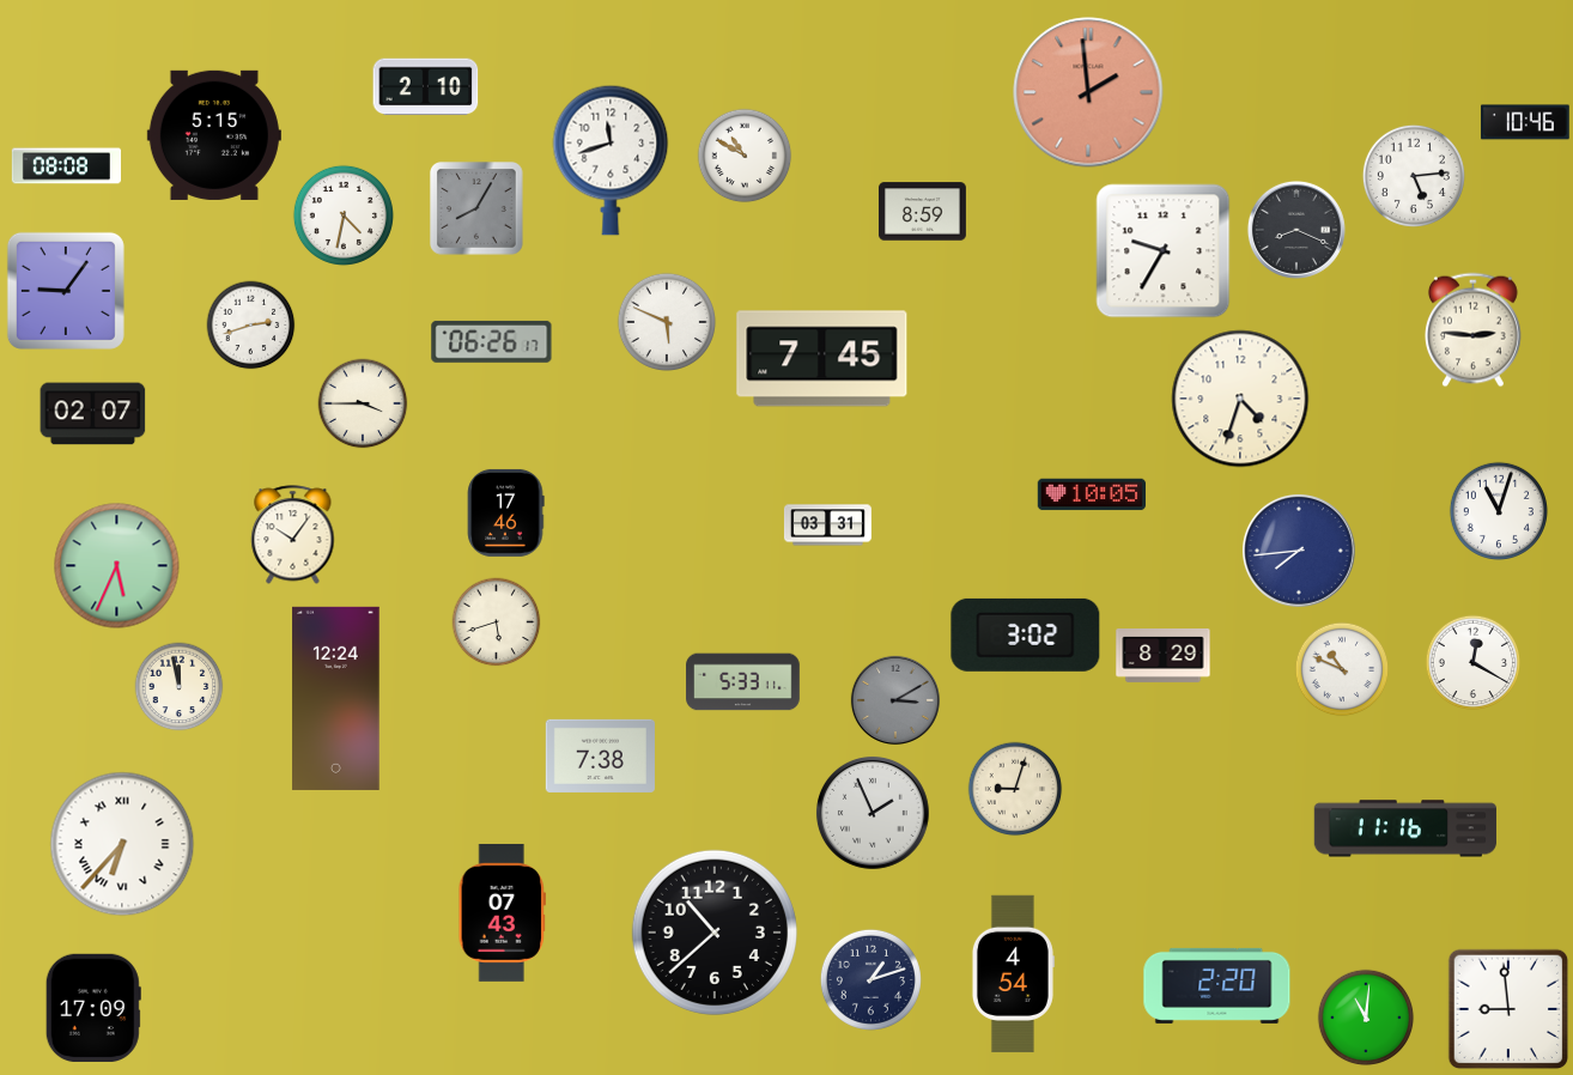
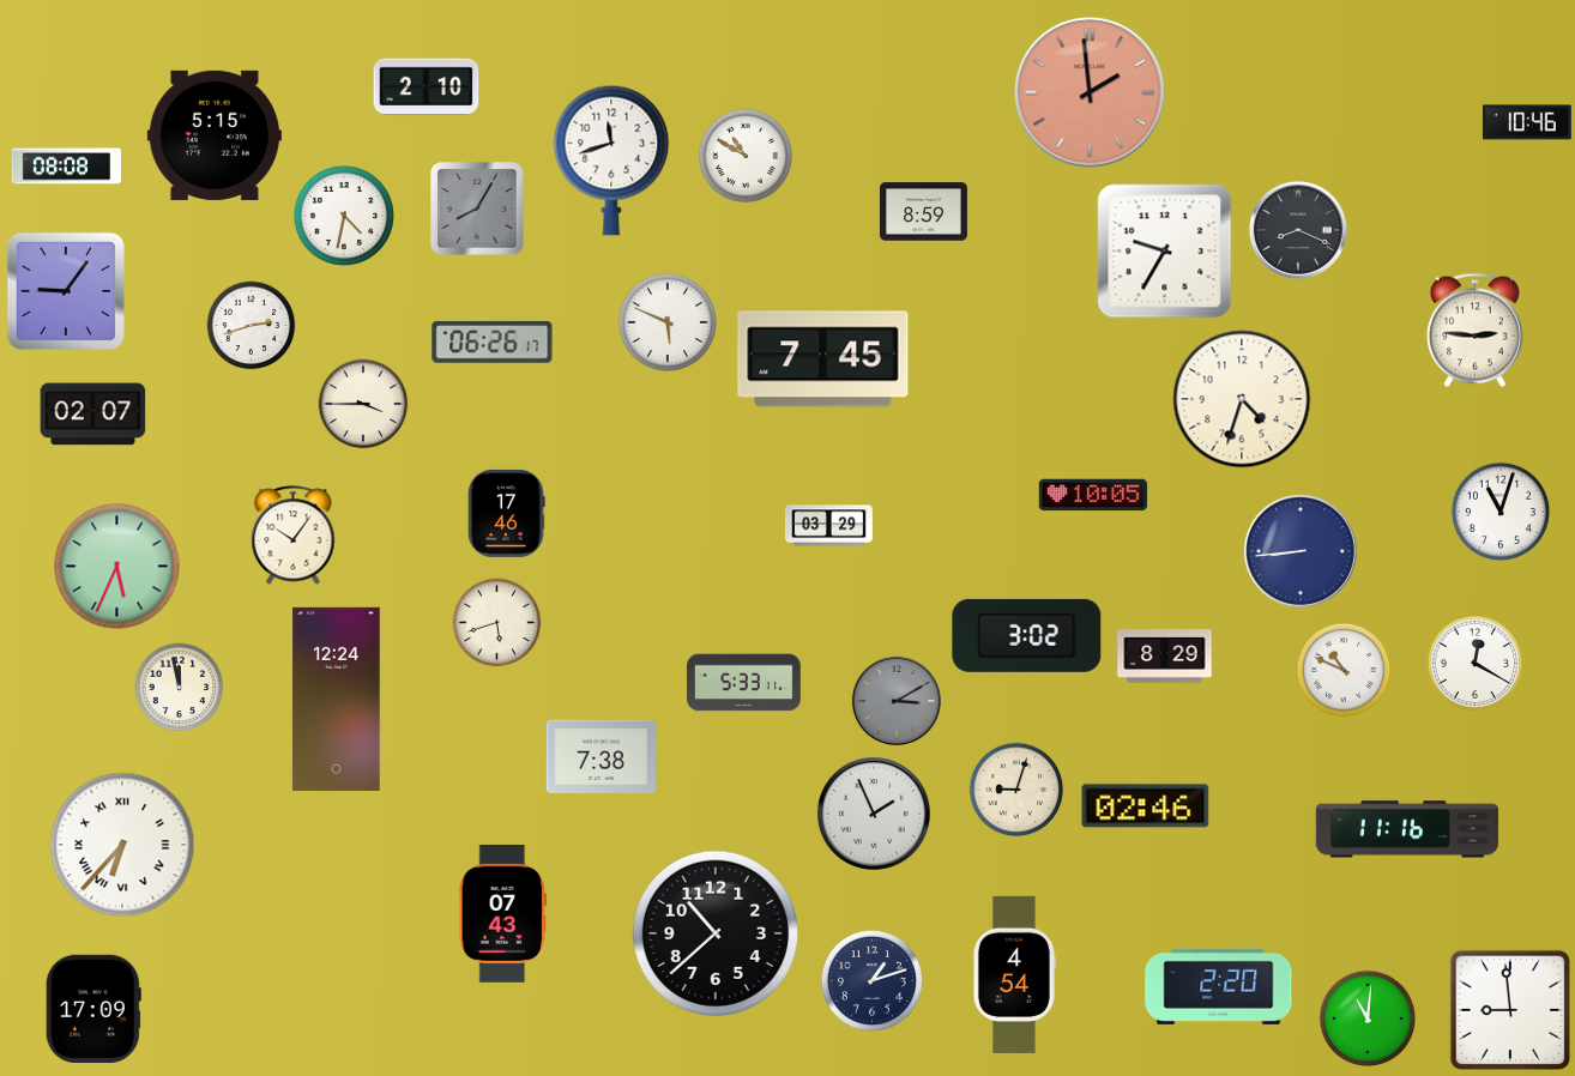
clock at (1414, 176): 5:14 -> none
clock at (827, 526): 03:31 -> 03:29
clock at (1300, 552): 7:44 -> 8:44
clock at (1146, 806): none -> 02:46
